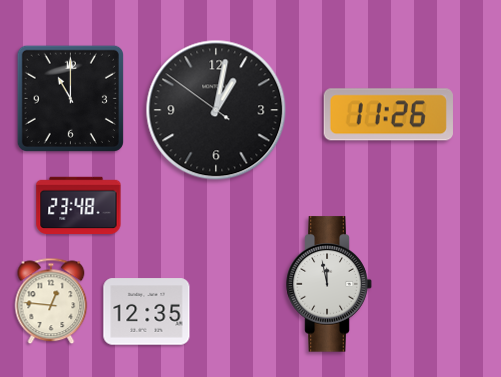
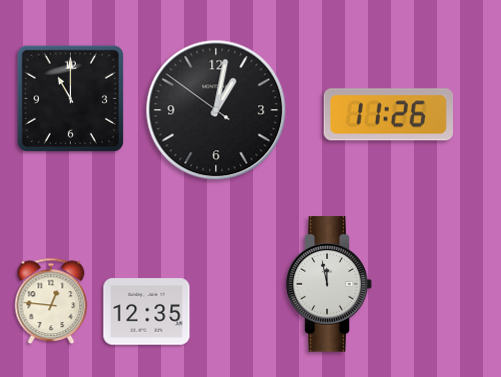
clock at (79, 206): 23:48 -> none
